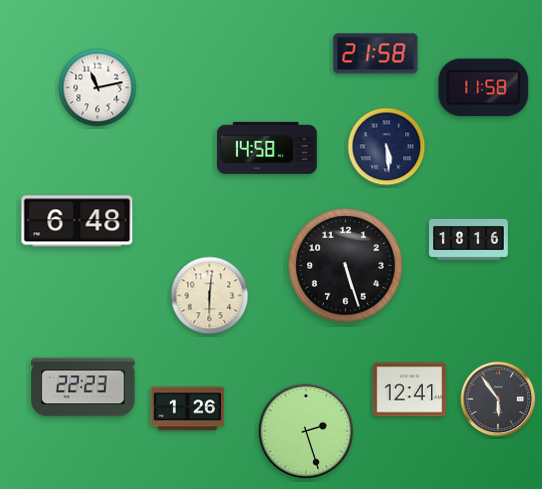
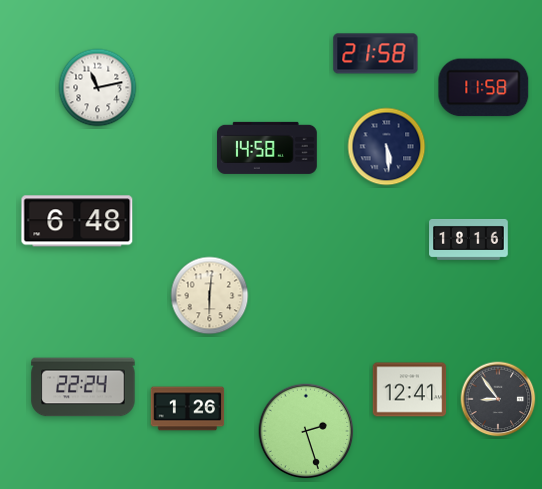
clock at (346, 266): 5:27 -> none
clock at (83, 387): 22:23 -> 22:24
clock at (498, 399): 5:54 -> 8:54
